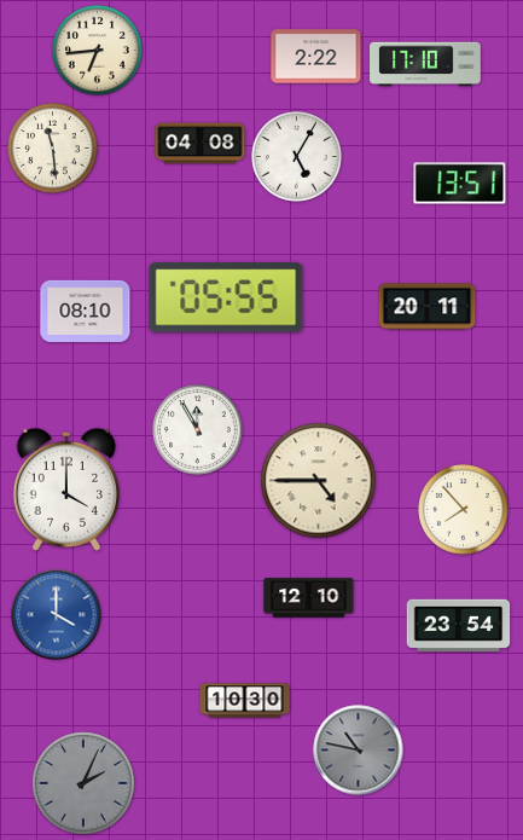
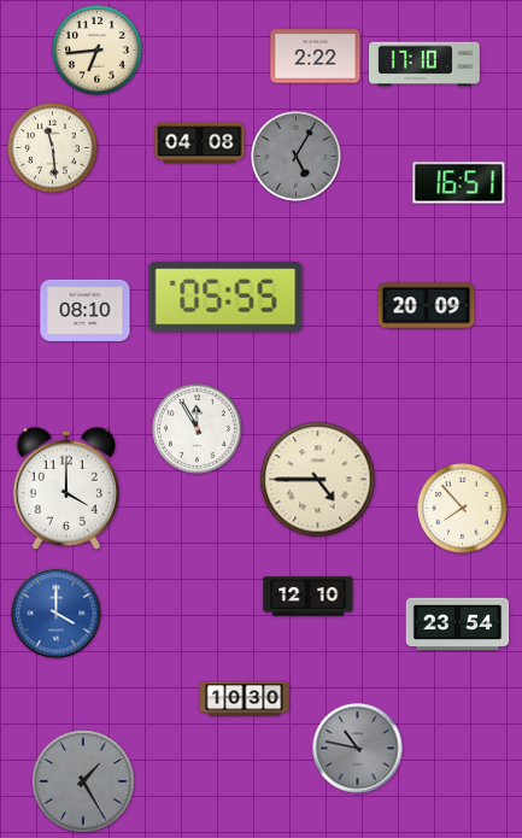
clock at (297, 157) dial: white -> grey
clock at (460, 184): 13:51 -> 16:51
clock at (428, 307): 20:11 -> 20:09
clock at (83, 783): 2:04 -> 1:25
